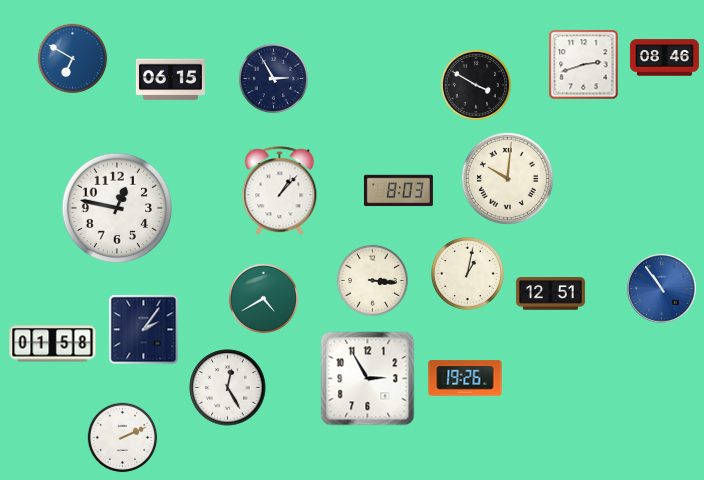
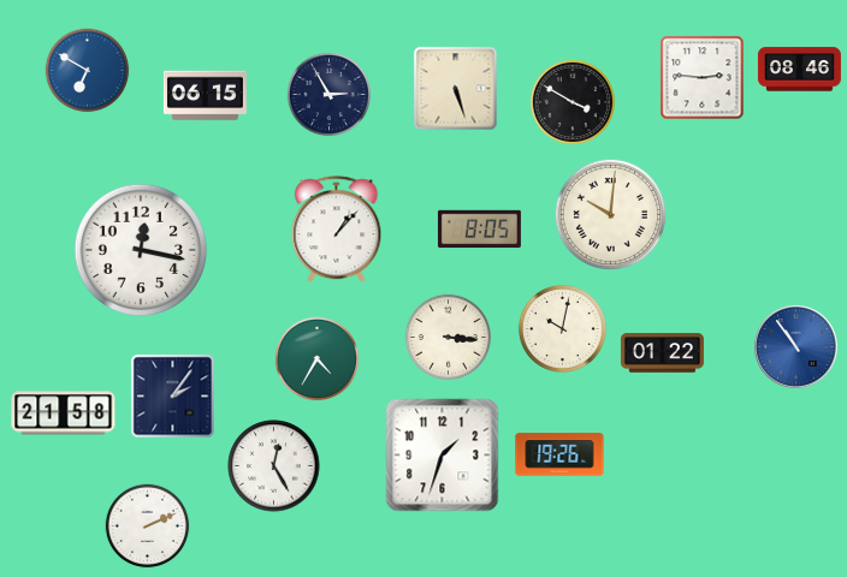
clock at (584, 65): 2:42 -> 2:46
clock at (456, 89): none -> 5:27
clock at (398, 191): 8:03 -> 8:05
clock at (117, 208): 12:47 -> 12:17
clock at (467, 273): 1:02 -> 10:02
clock at (550, 294): 12:51 -> 01:22
clock at (264, 299): 4:40 -> 4:35
clock at (53, 344): 01:58 -> 21:58
clock at (368, 379): 2:55 -> 1:33
